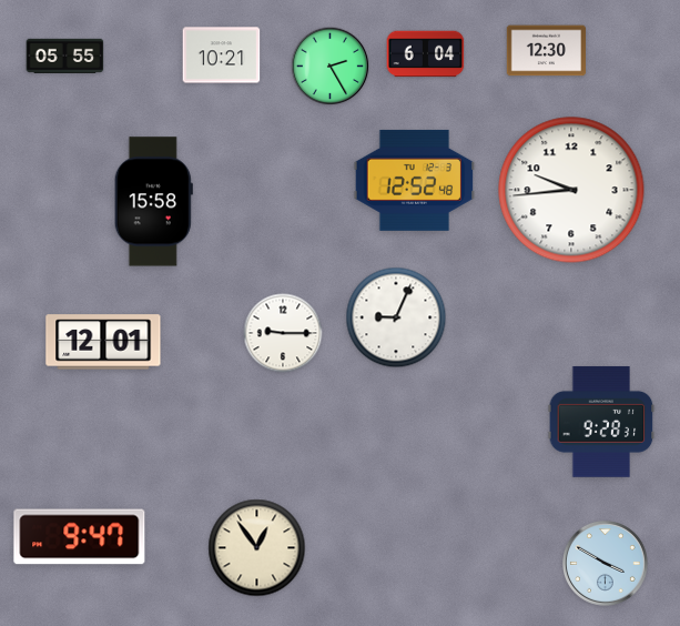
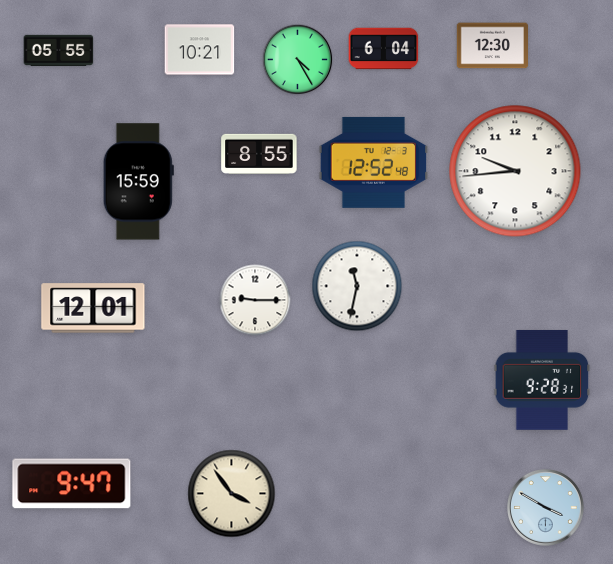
clock at (331, 67): 2:25 -> 4:25
clock at (259, 153): none -> 8:55
clock at (153, 202): 15:58 -> 15:59
clock at (396, 317): 9:04 -> 11:32
clock at (257, 548): 12:54 -> 3:54
